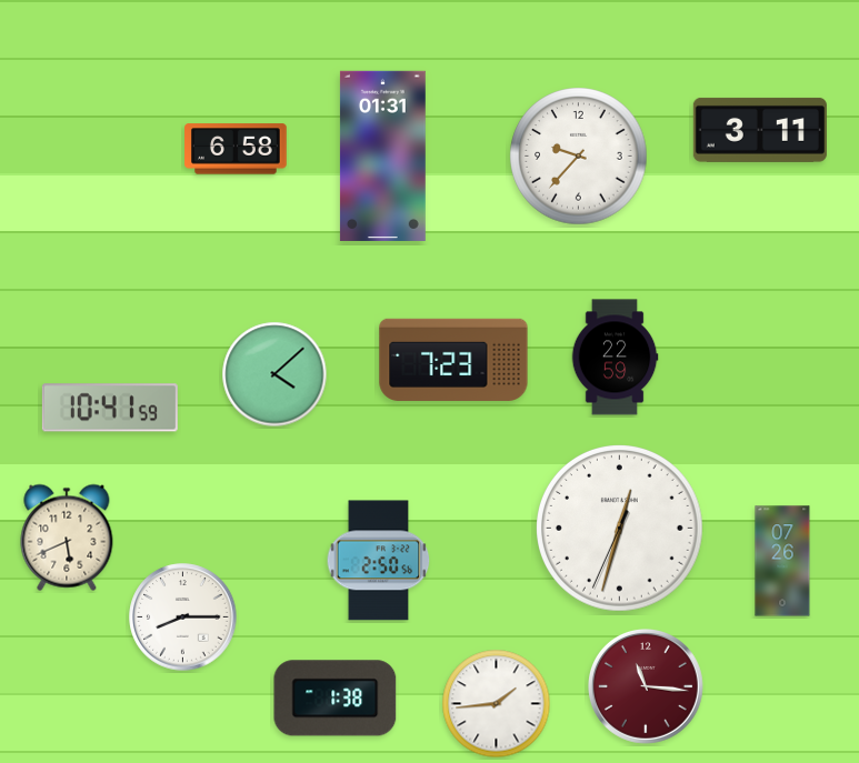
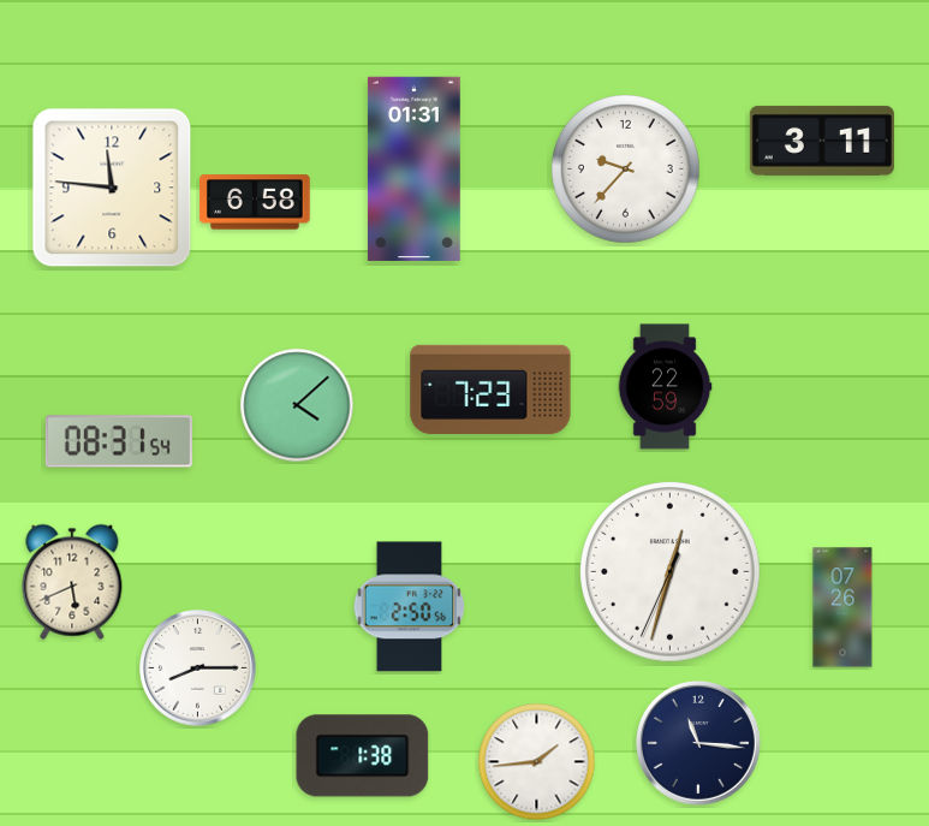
clock at (236, 149) position: (236, 149) -> (255, 202)
clock at (112, 188): none -> 11:46
clock at (110, 408): 10:41 -> 08:31
clock at (782, 561) position: (782, 561) -> (842, 607)
clock at (647, 687) dial: burgundy -> navy
